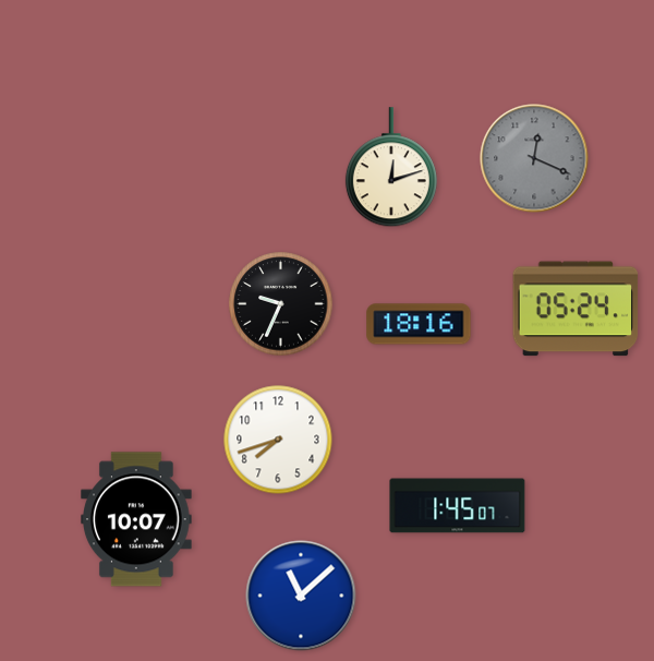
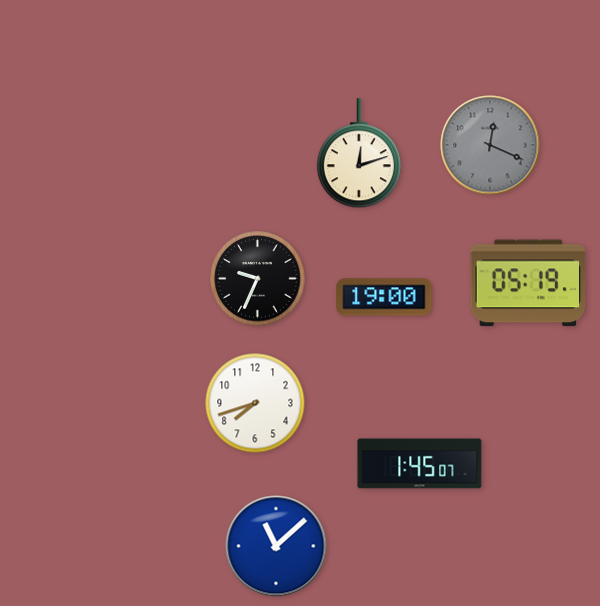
clock at (576, 309): 05:24 -> 05:19
clock at (419, 324): 18:16 -> 19:00
clock at (137, 519): 10:07 -> none
